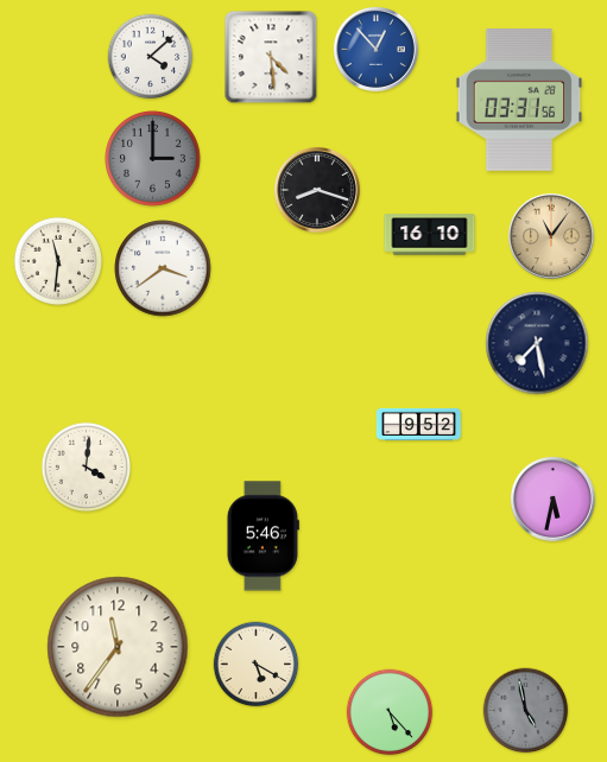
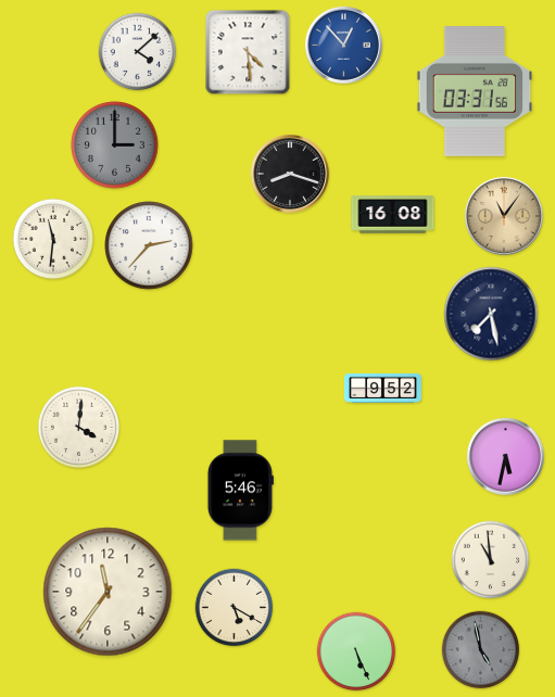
clock at (153, 159) position: (153, 159) -> (115, 145)
clock at (430, 235): 16:10 -> 16:08
clock at (163, 268): 3:39 -> 2:37
clock at (491, 560): none -> 10:59
clock at (390, 712): 5:23 -> 5:26
